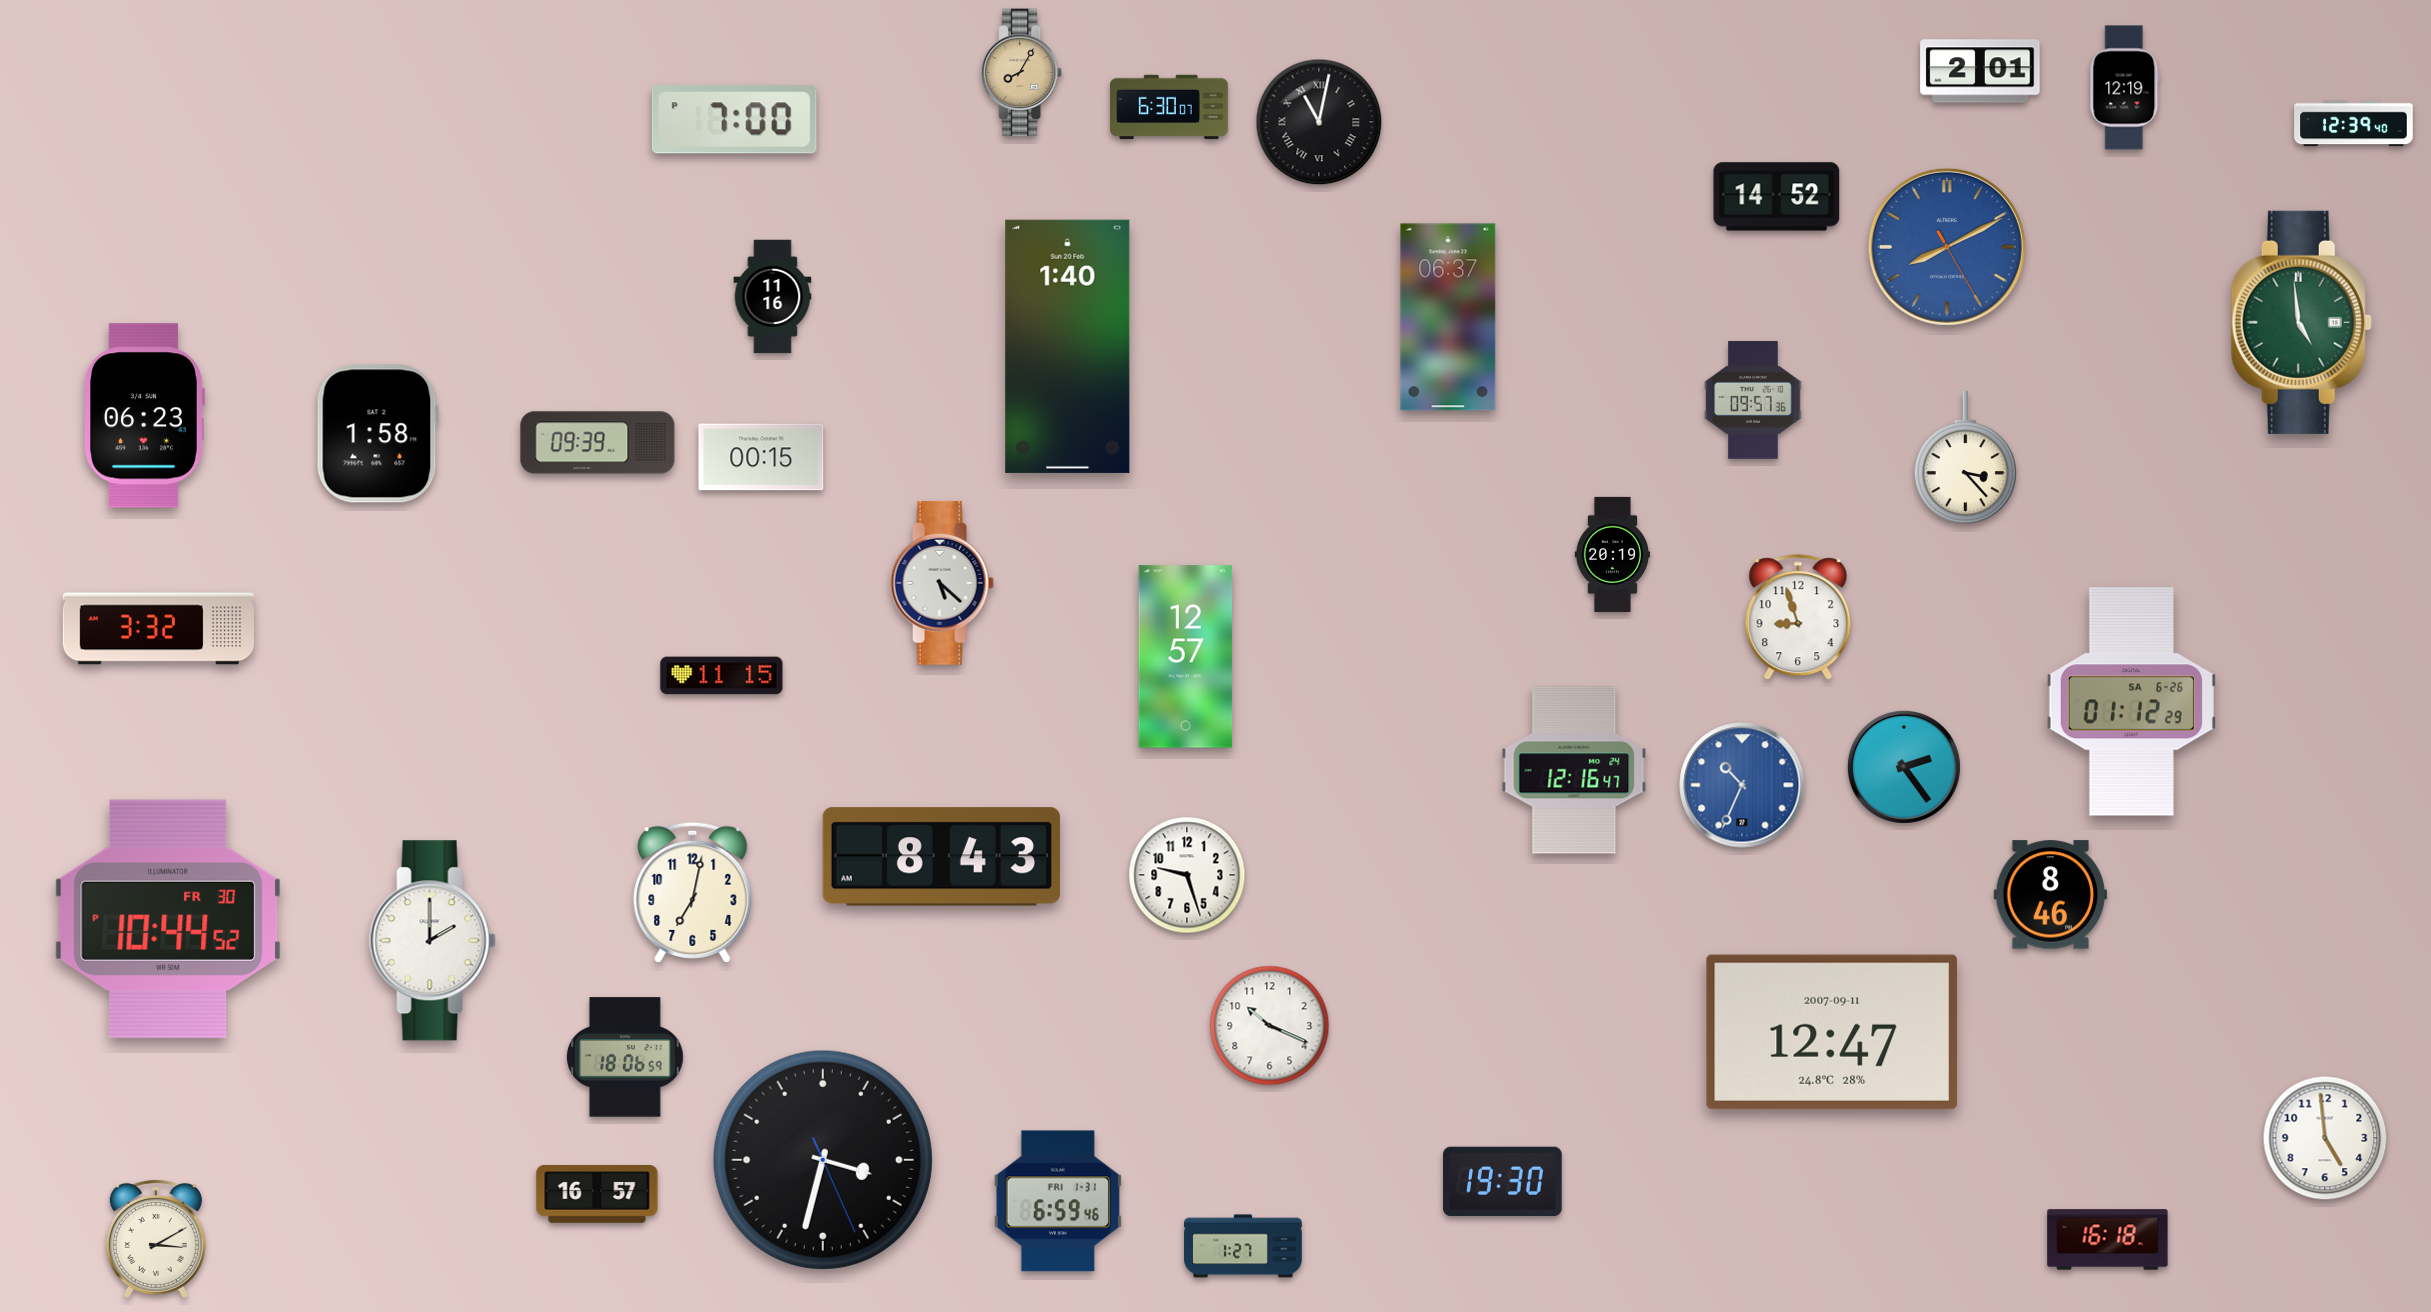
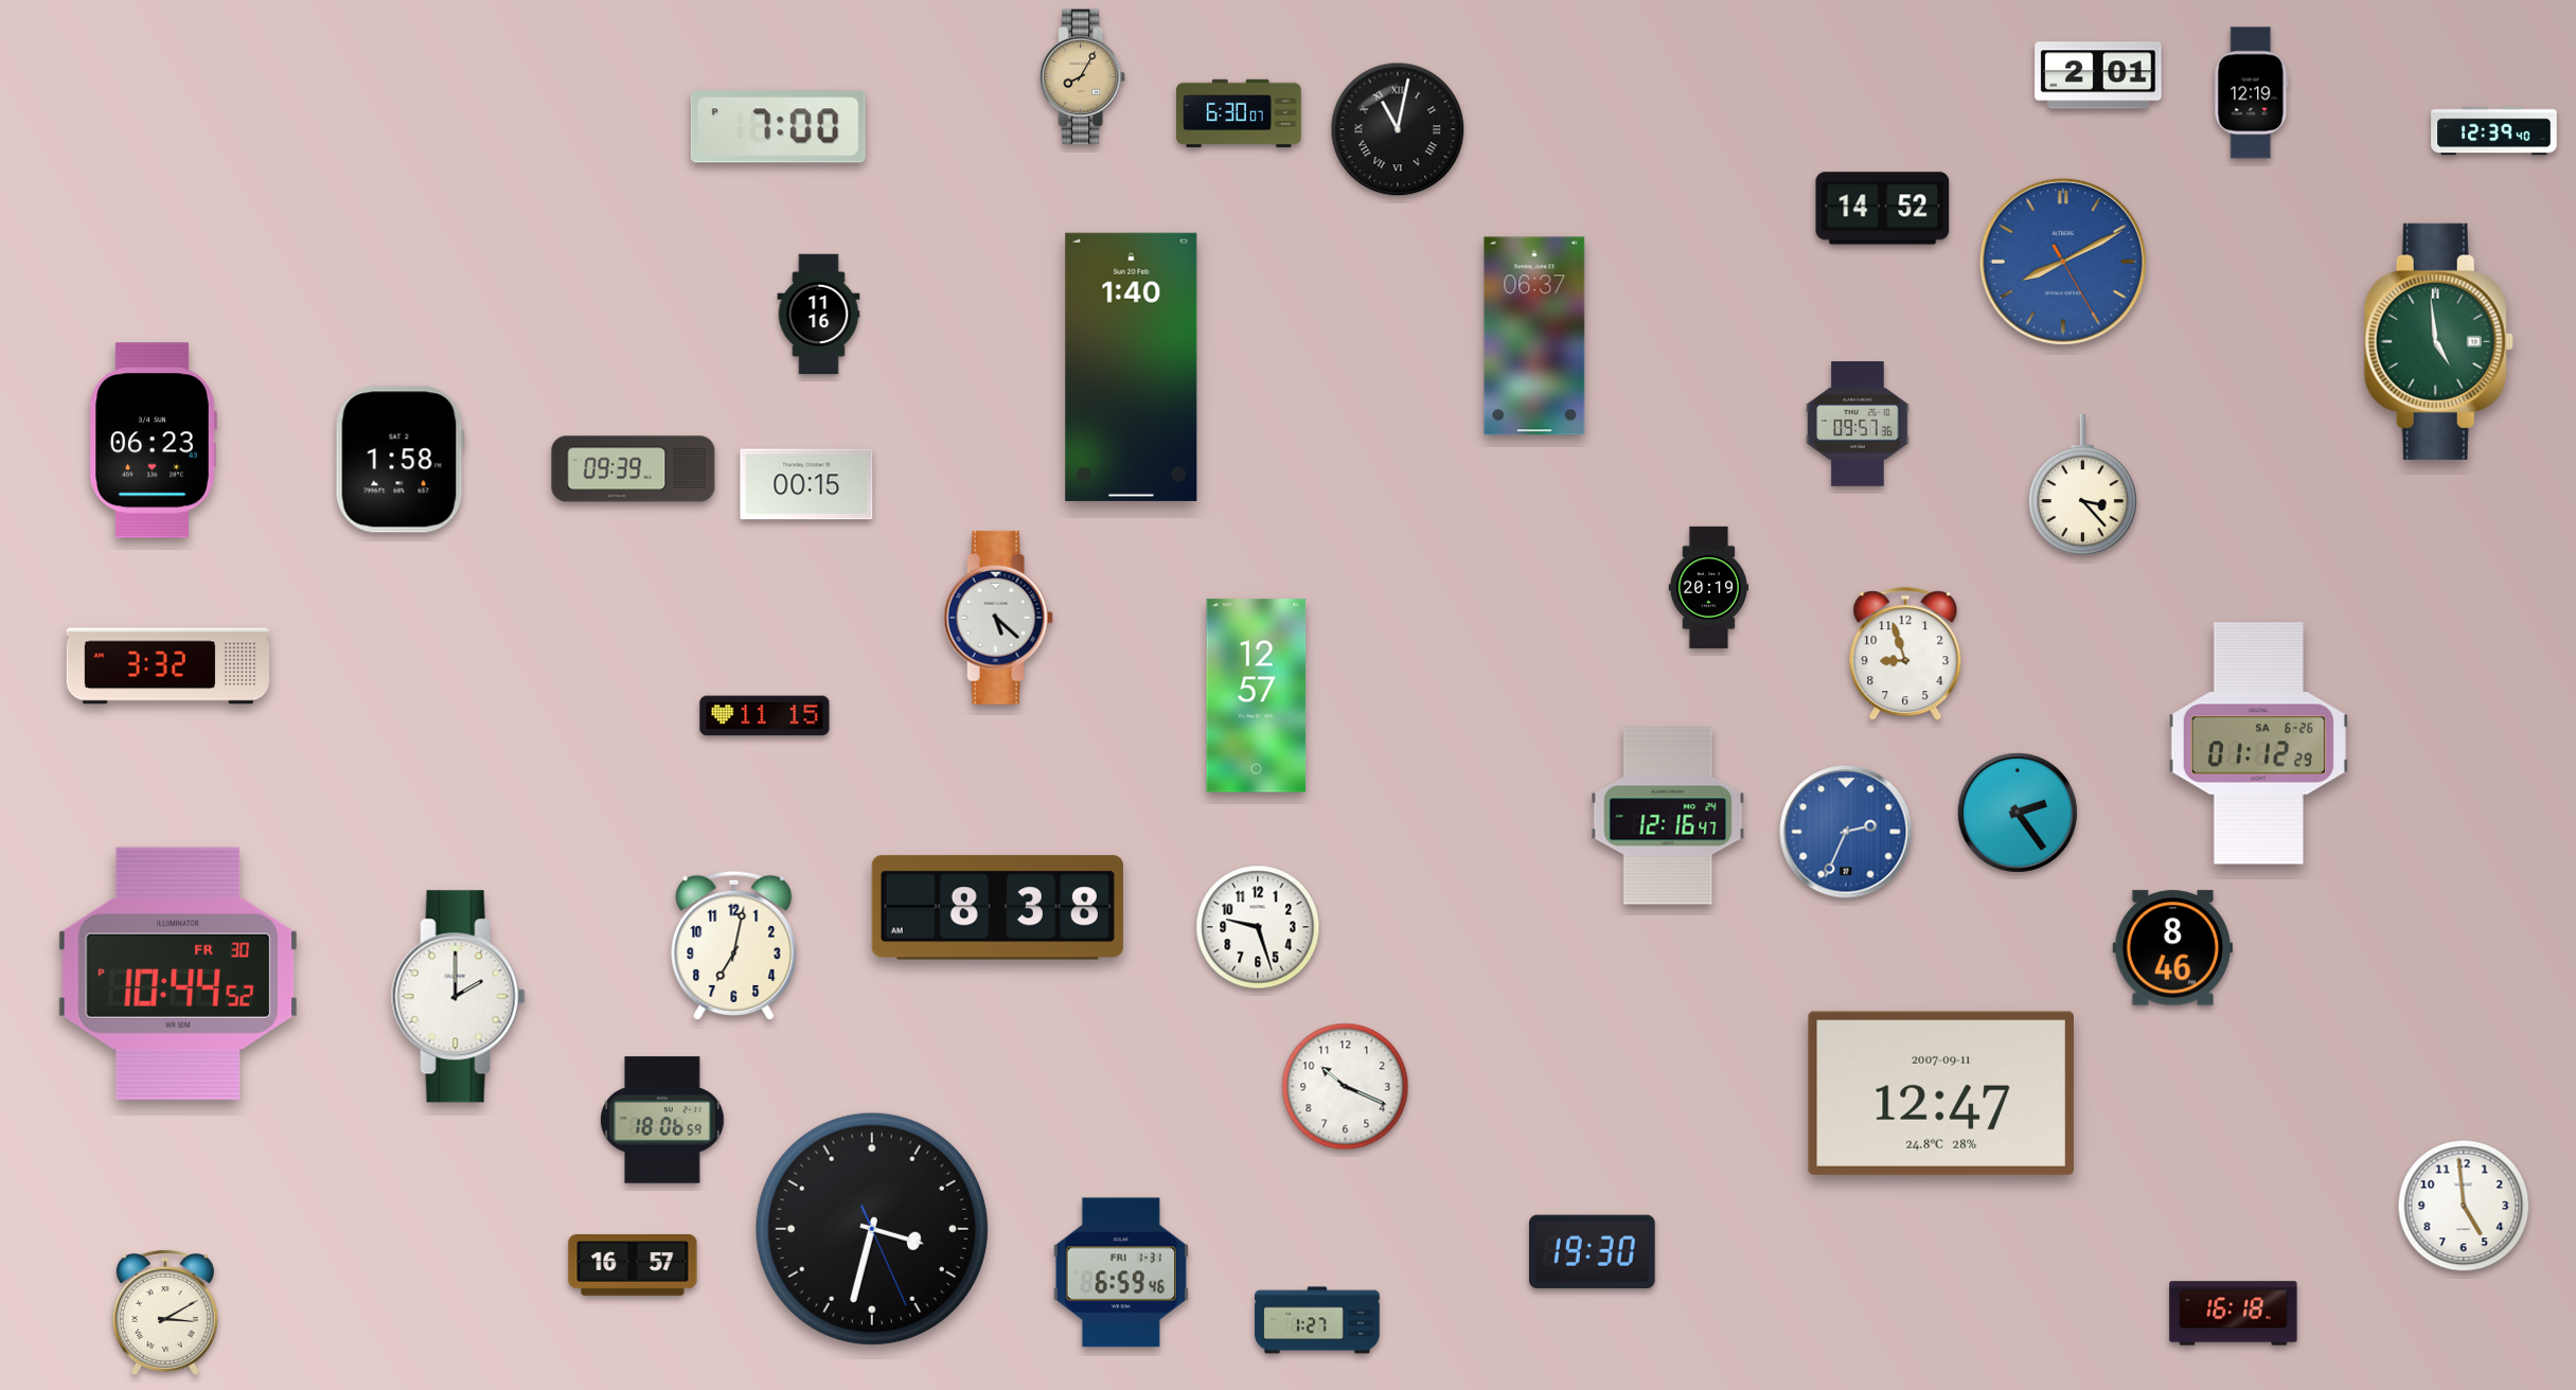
clock at (1742, 785): 10:34 -> 2:34
clock at (941, 857): 8:43 -> 8:38
